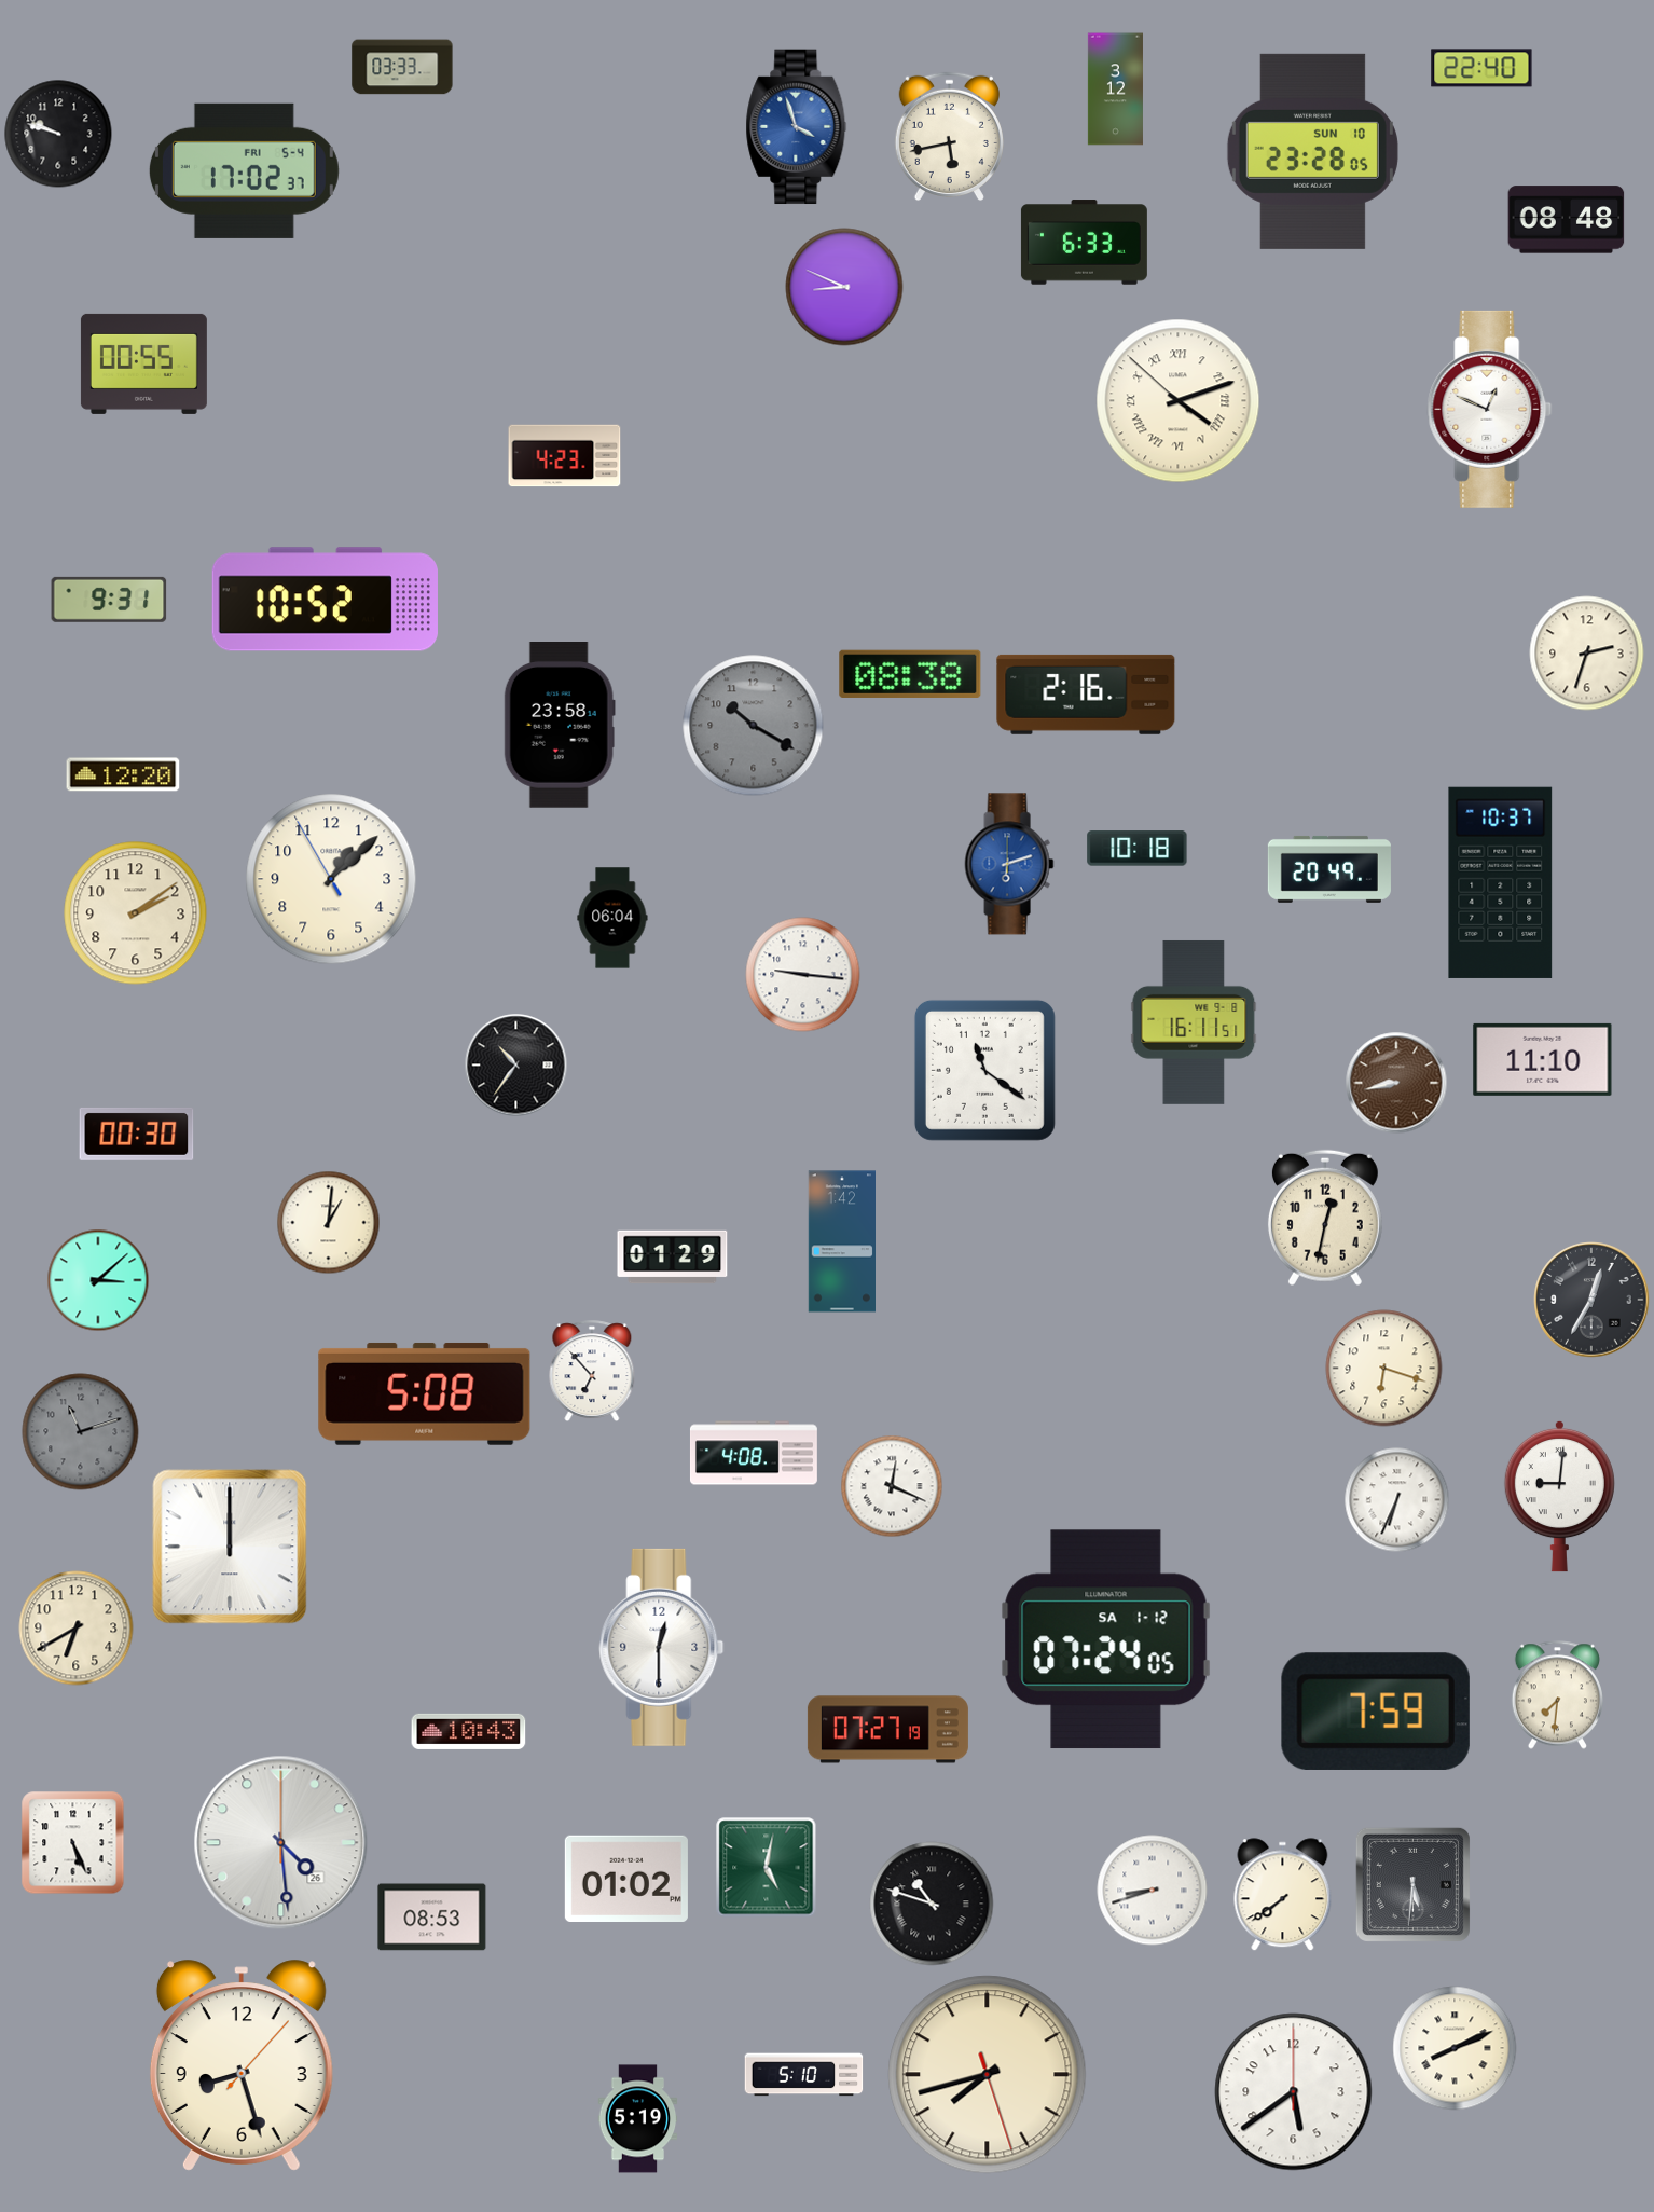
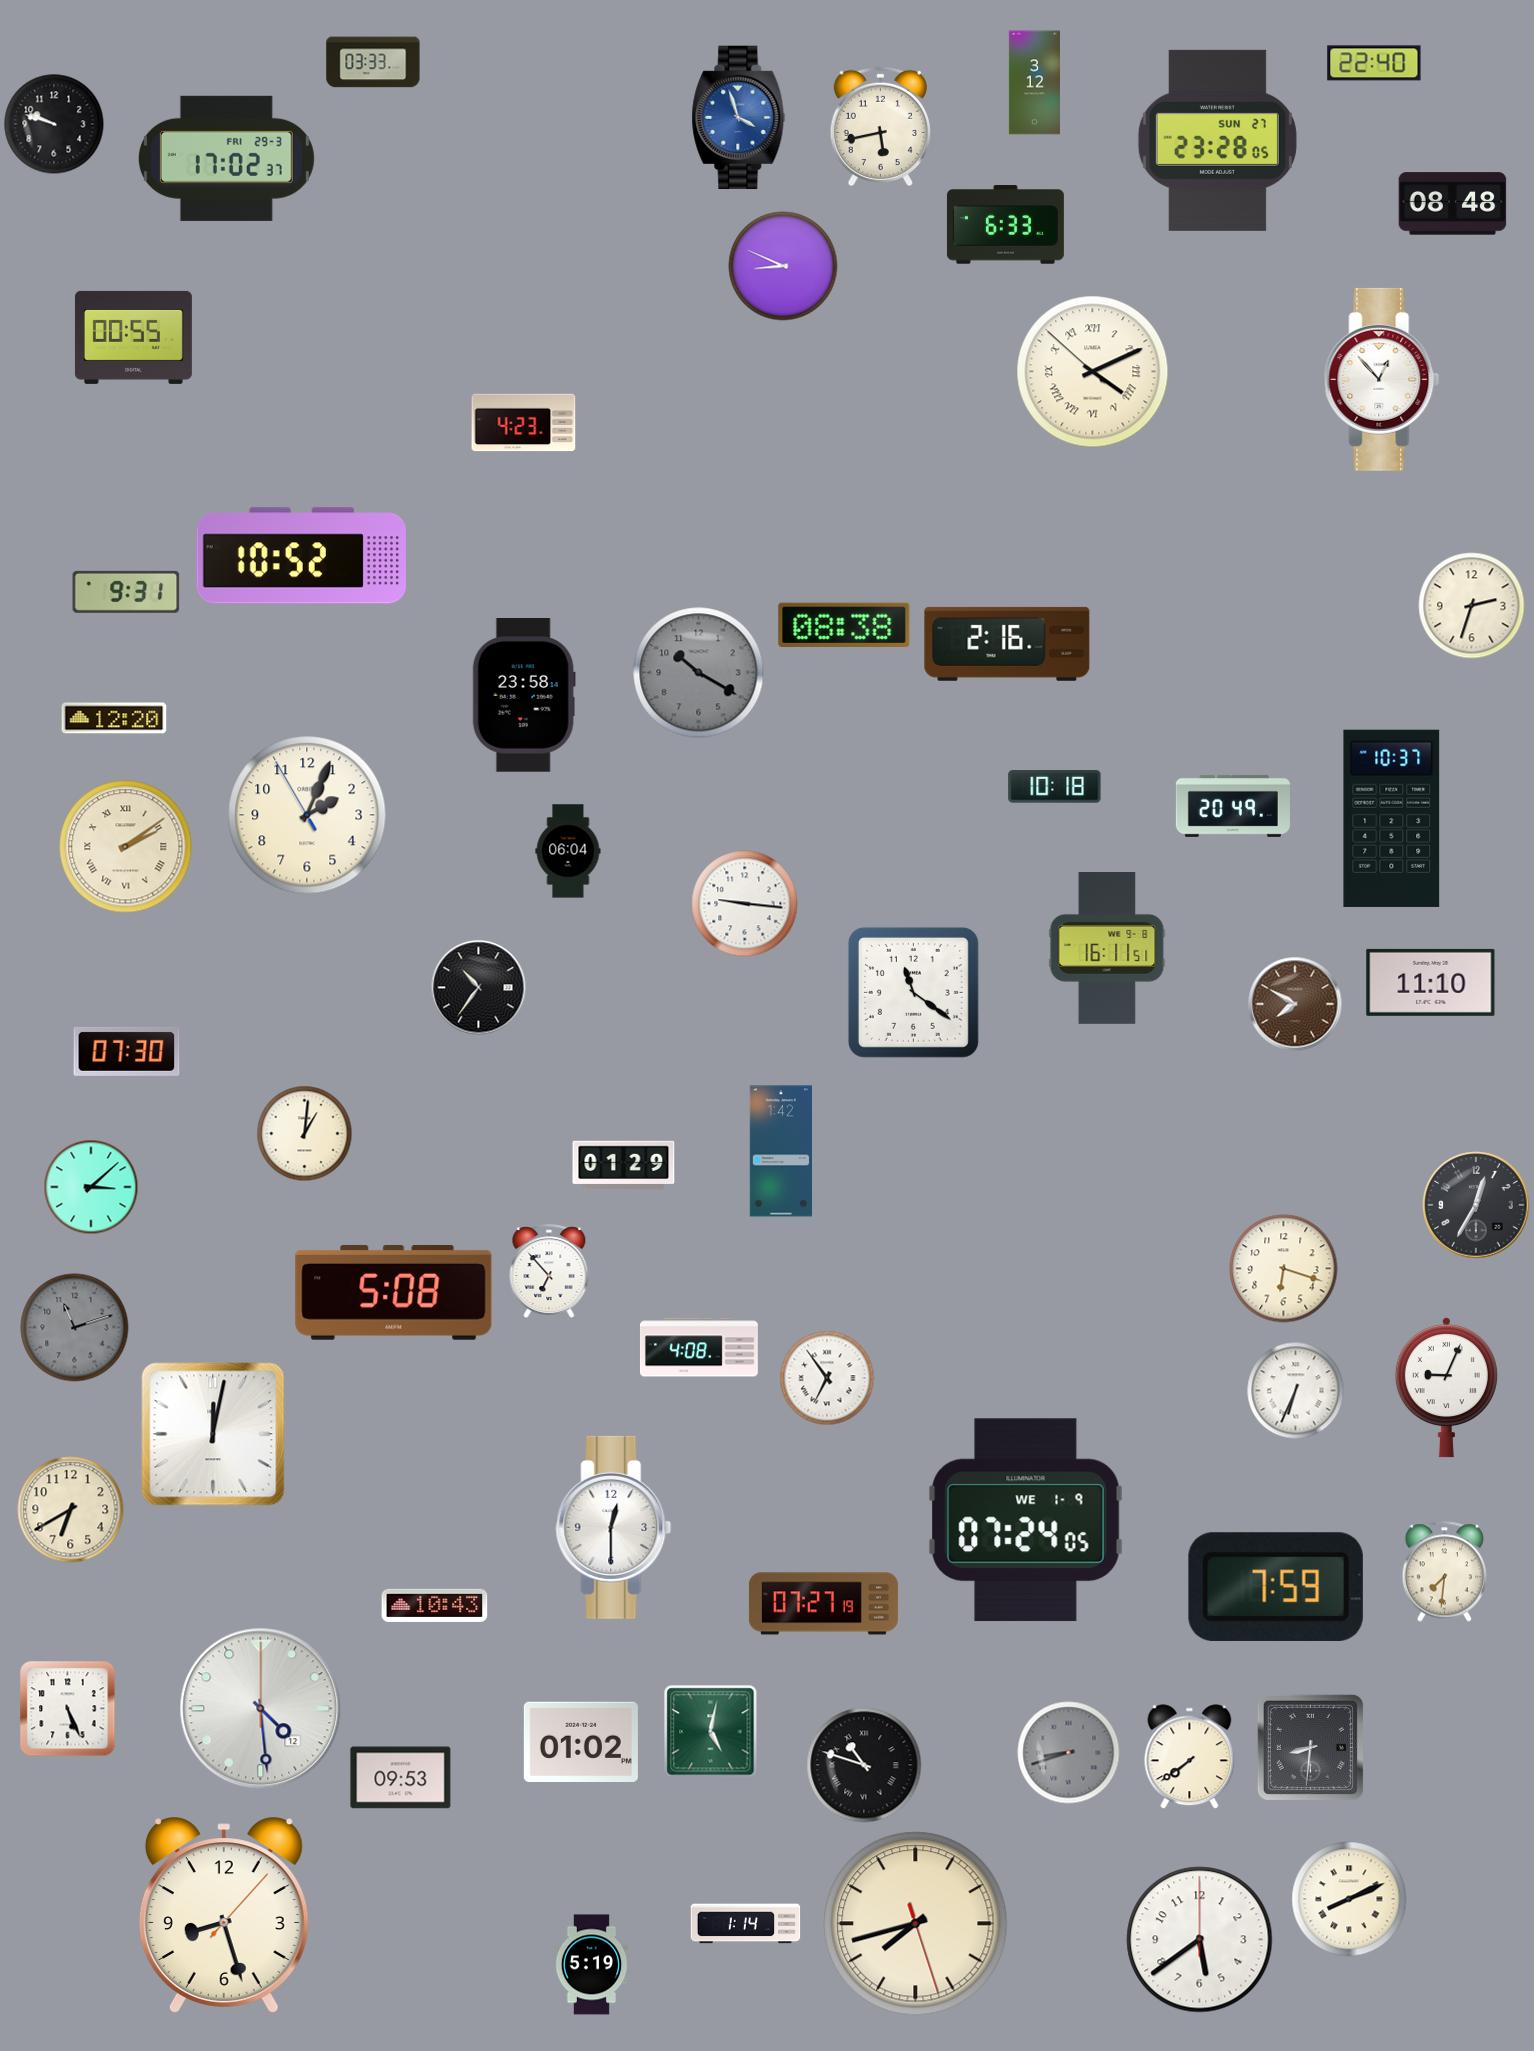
clock at (1312, 151) date: SUN 10 -> SUN 27
clock at (244, 170) date: FRI 5-4 -> FRI 29-3
clock at (1179, 401): 4:11 -> 4:10
clock at (1490, 409): 12:49 -> 12:53
clock at (109, 600) position: (109, 600) -> (126, 592)
clock at (560, 726) position: (560, 726) -> (524, 696)
clock at (1009, 864): 6:12 -> none
clock at (331, 879): 1:07 -> 2:03
clock at (136, 913) numerals: Arabic -> Roman
clock at (1396, 1083): 8:43 -> 7:50
clock at (137, 1134): 00:30 -> 07:30
clock at (1325, 1218): 12:32 -> none
clock at (892, 1486): 12:19 -> 6:54
clock at (1559, 1496): 9:01 -> 9:04
clock at (230, 1547): 12:00 -> 12:02
clock at (1106, 1639) date: SA 1-12 -> WE 1-9
clock at (281, 1843) date: 26 -> 12
clock at (1412, 1884): 5:31 -> 8:31
clock at (1153, 1891) dial: white -> grey
clock at (432, 1918): 08:53 -> 09:53
clock at (804, 2075): 5:10 -> 1:14
